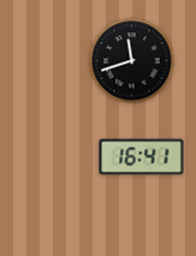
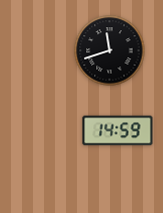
clock at (142, 157): 16:41 -> 14:59
